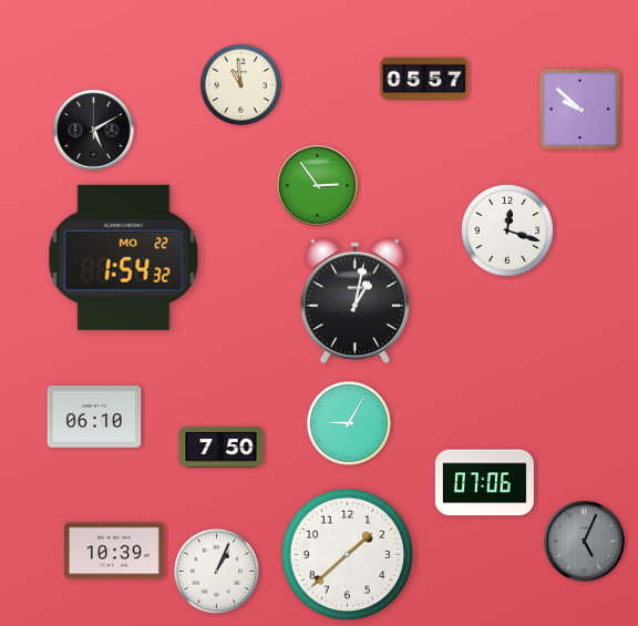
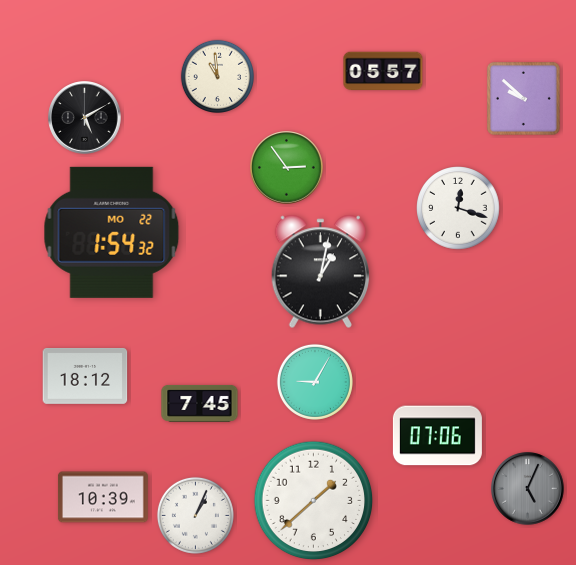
clock at (94, 417): 06:10 -> 18:12
clock at (222, 447): 7:50 -> 7:45
